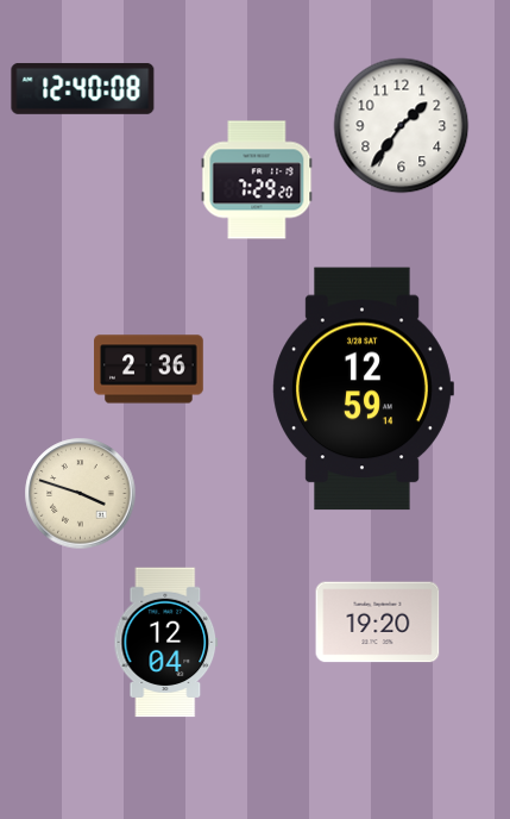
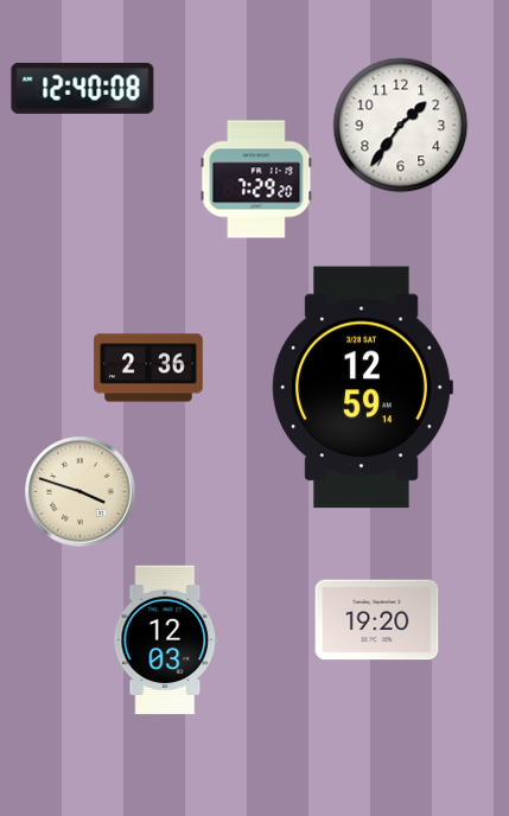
clock at (166, 643): 12:04 -> 12:03
